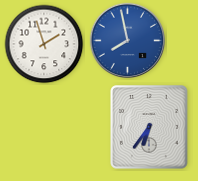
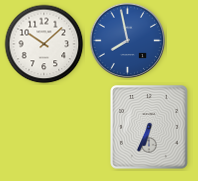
clock at (44, 44): 1:57 -> 10:08
clock at (149, 127): 6:36 -> 6:34
